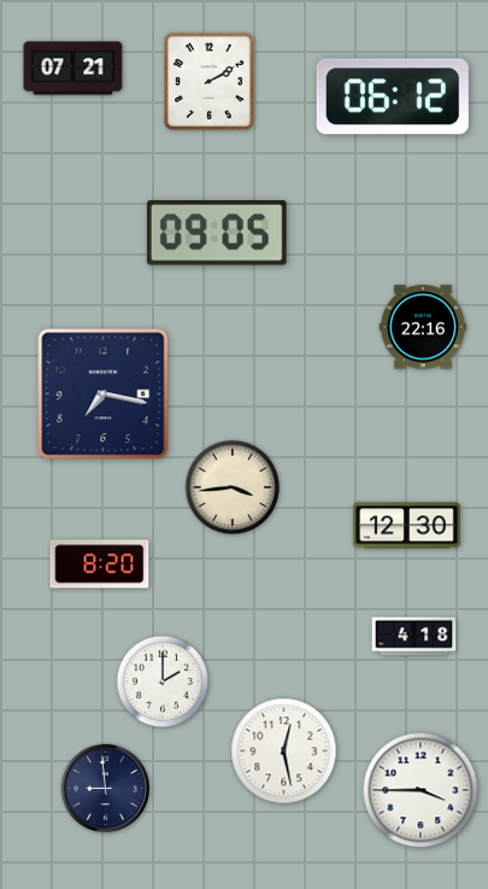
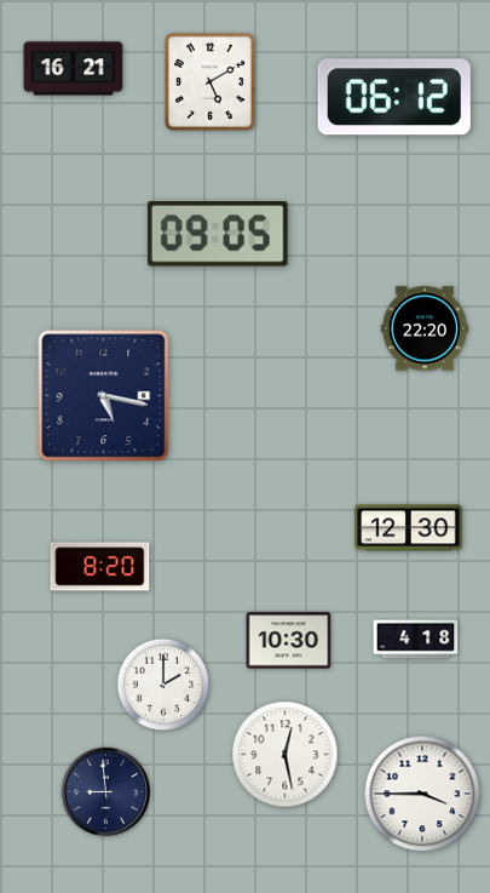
clock at (74, 69): 07:21 -> 16:21
clock at (208, 81): 2:10 -> 5:10
clock at (422, 327): 22:16 -> 22:20
clock at (104, 394): 7:17 -> 5:17
clock at (233, 487): 3:44 -> none
clock at (289, 641): none -> 10:30
